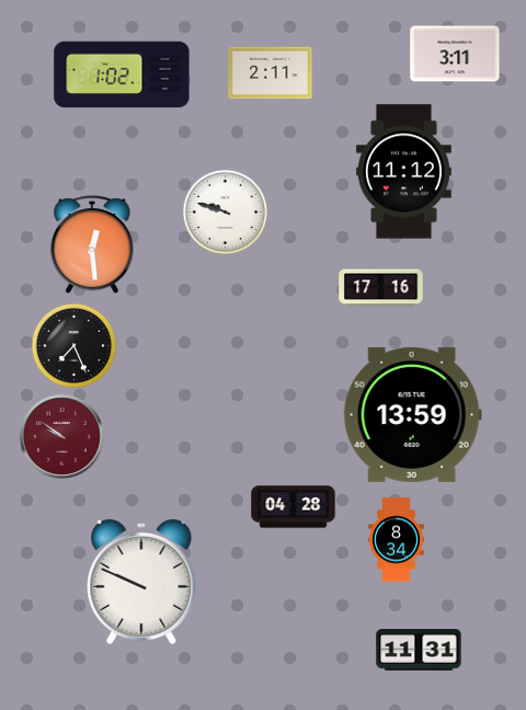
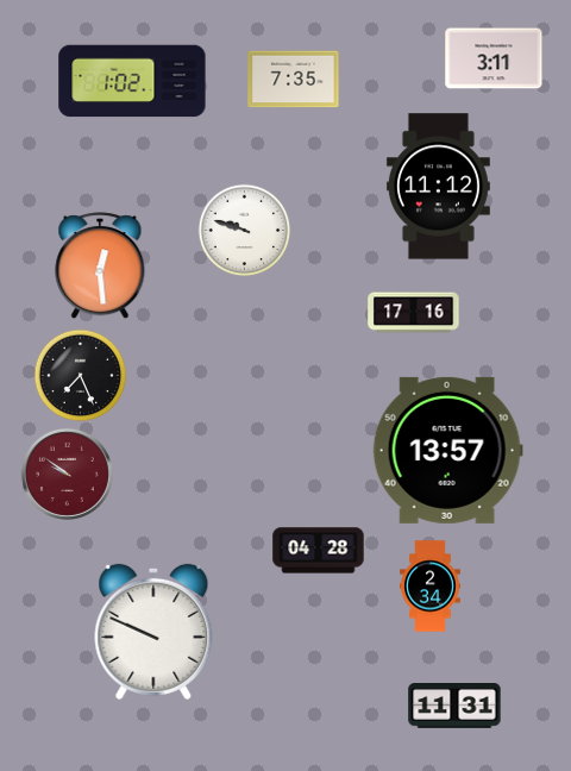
clock at (271, 73): 2:11 -> 7:35
clock at (412, 414): 13:59 -> 13:57
clock at (397, 540): 8:34 -> 2:34
